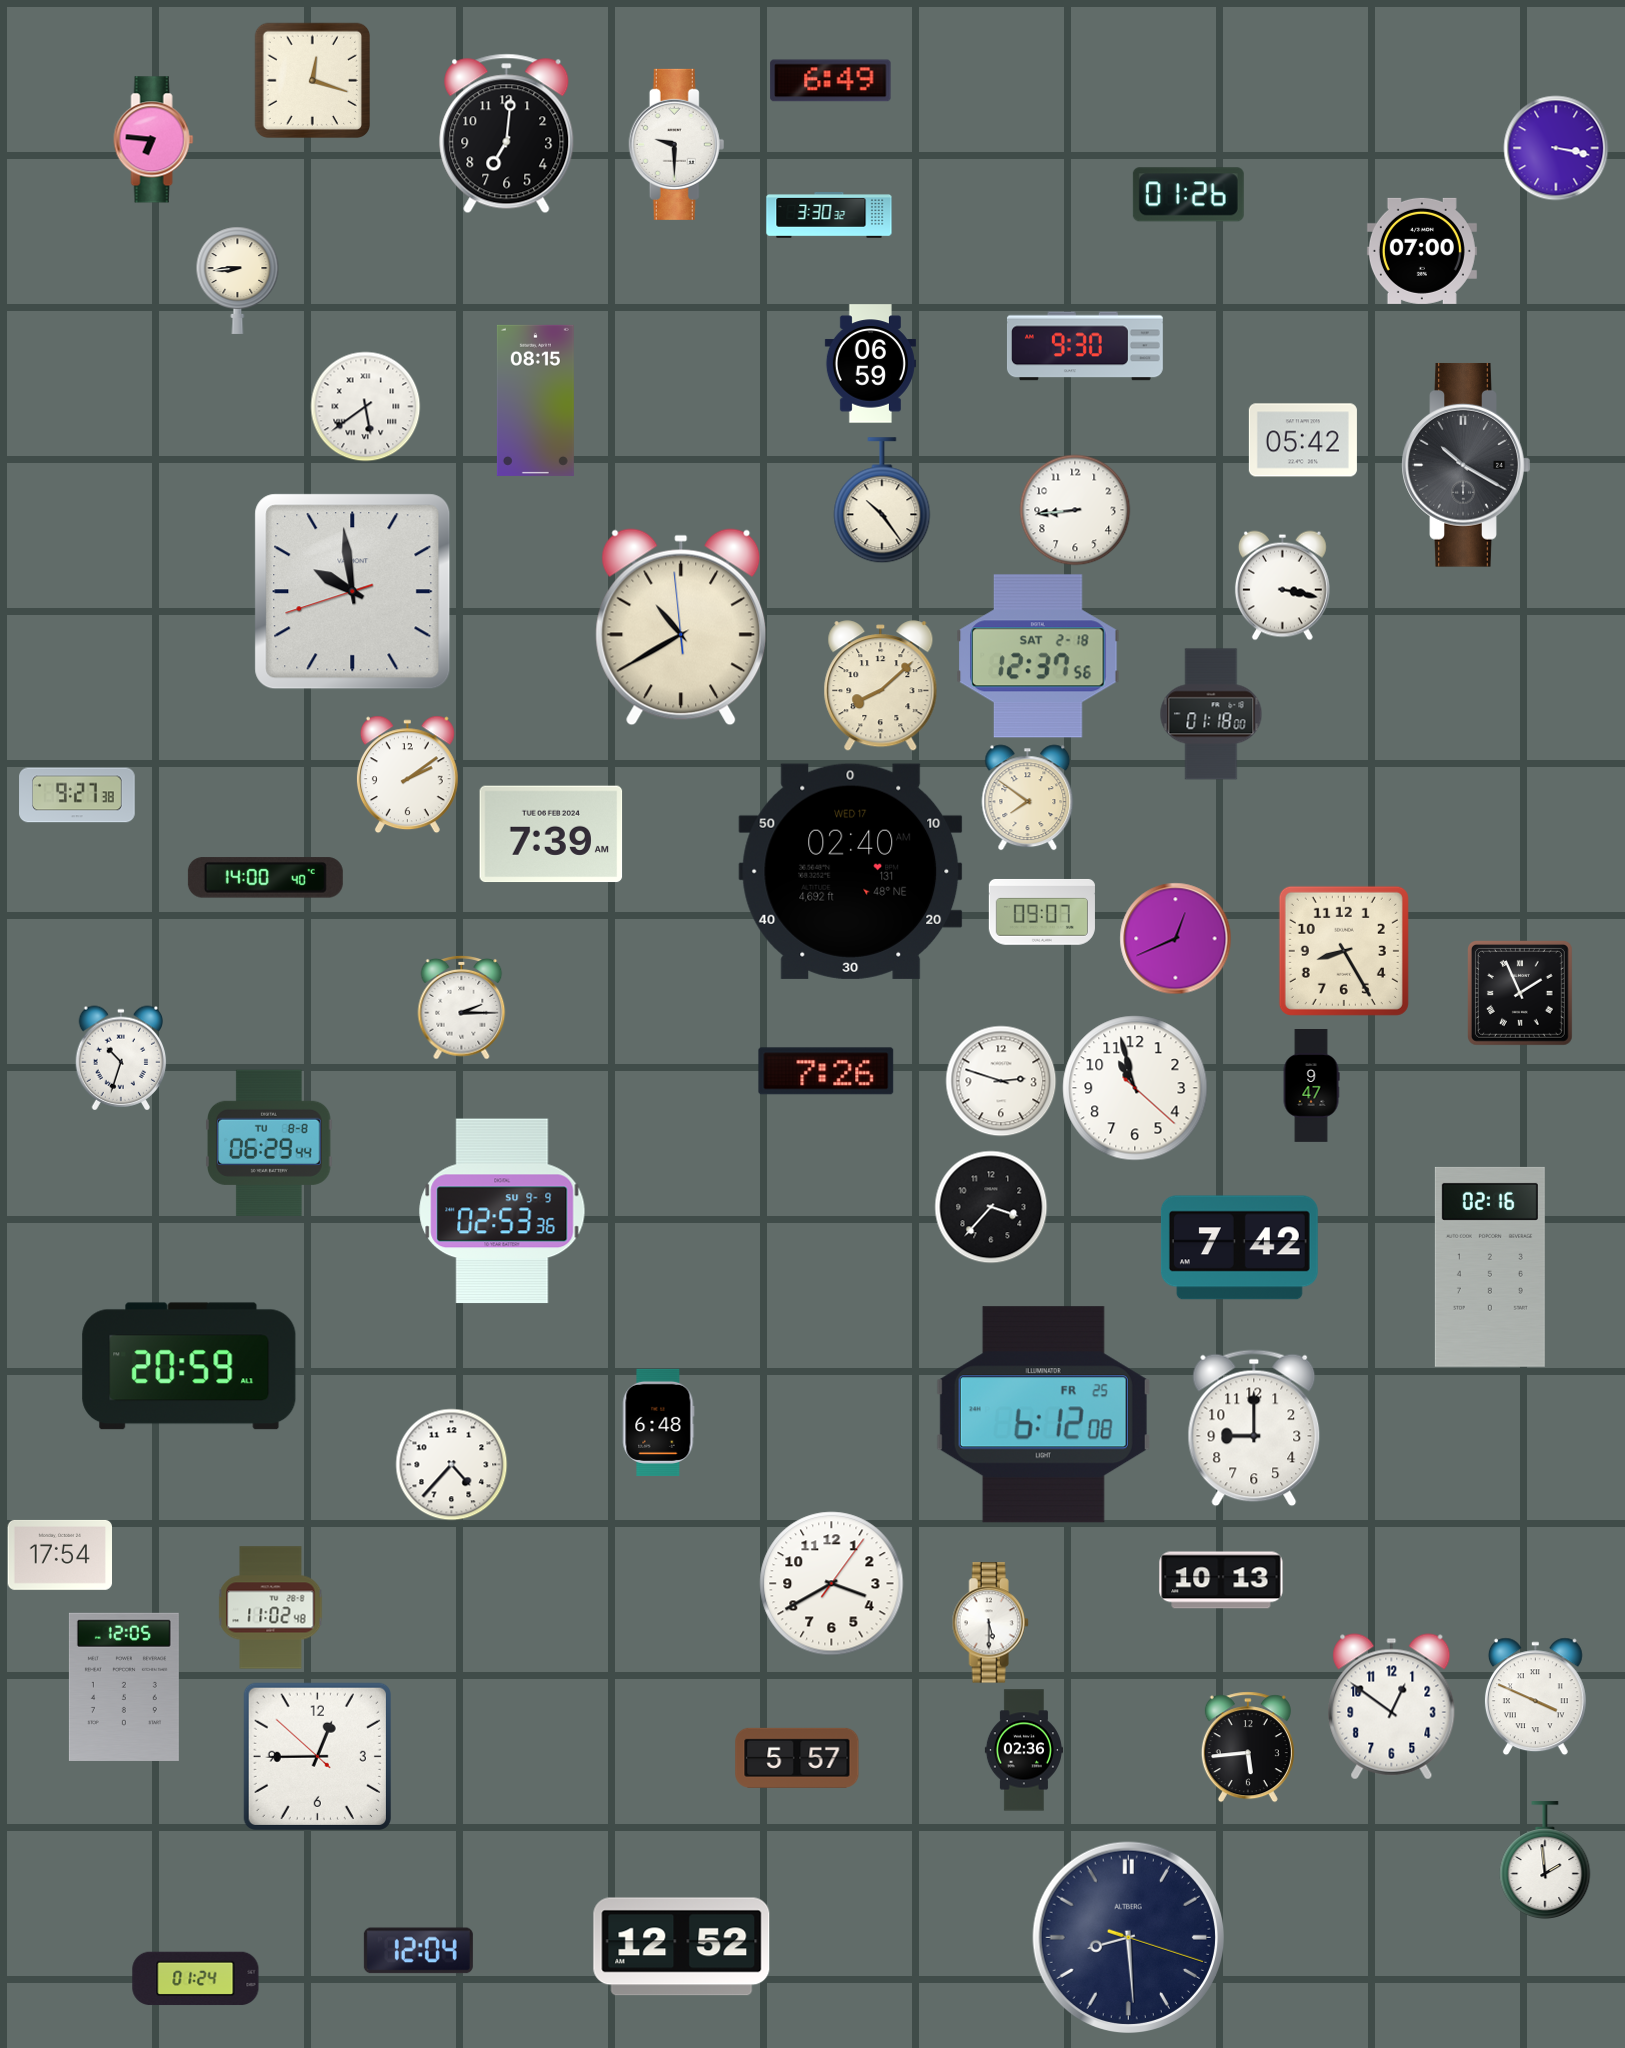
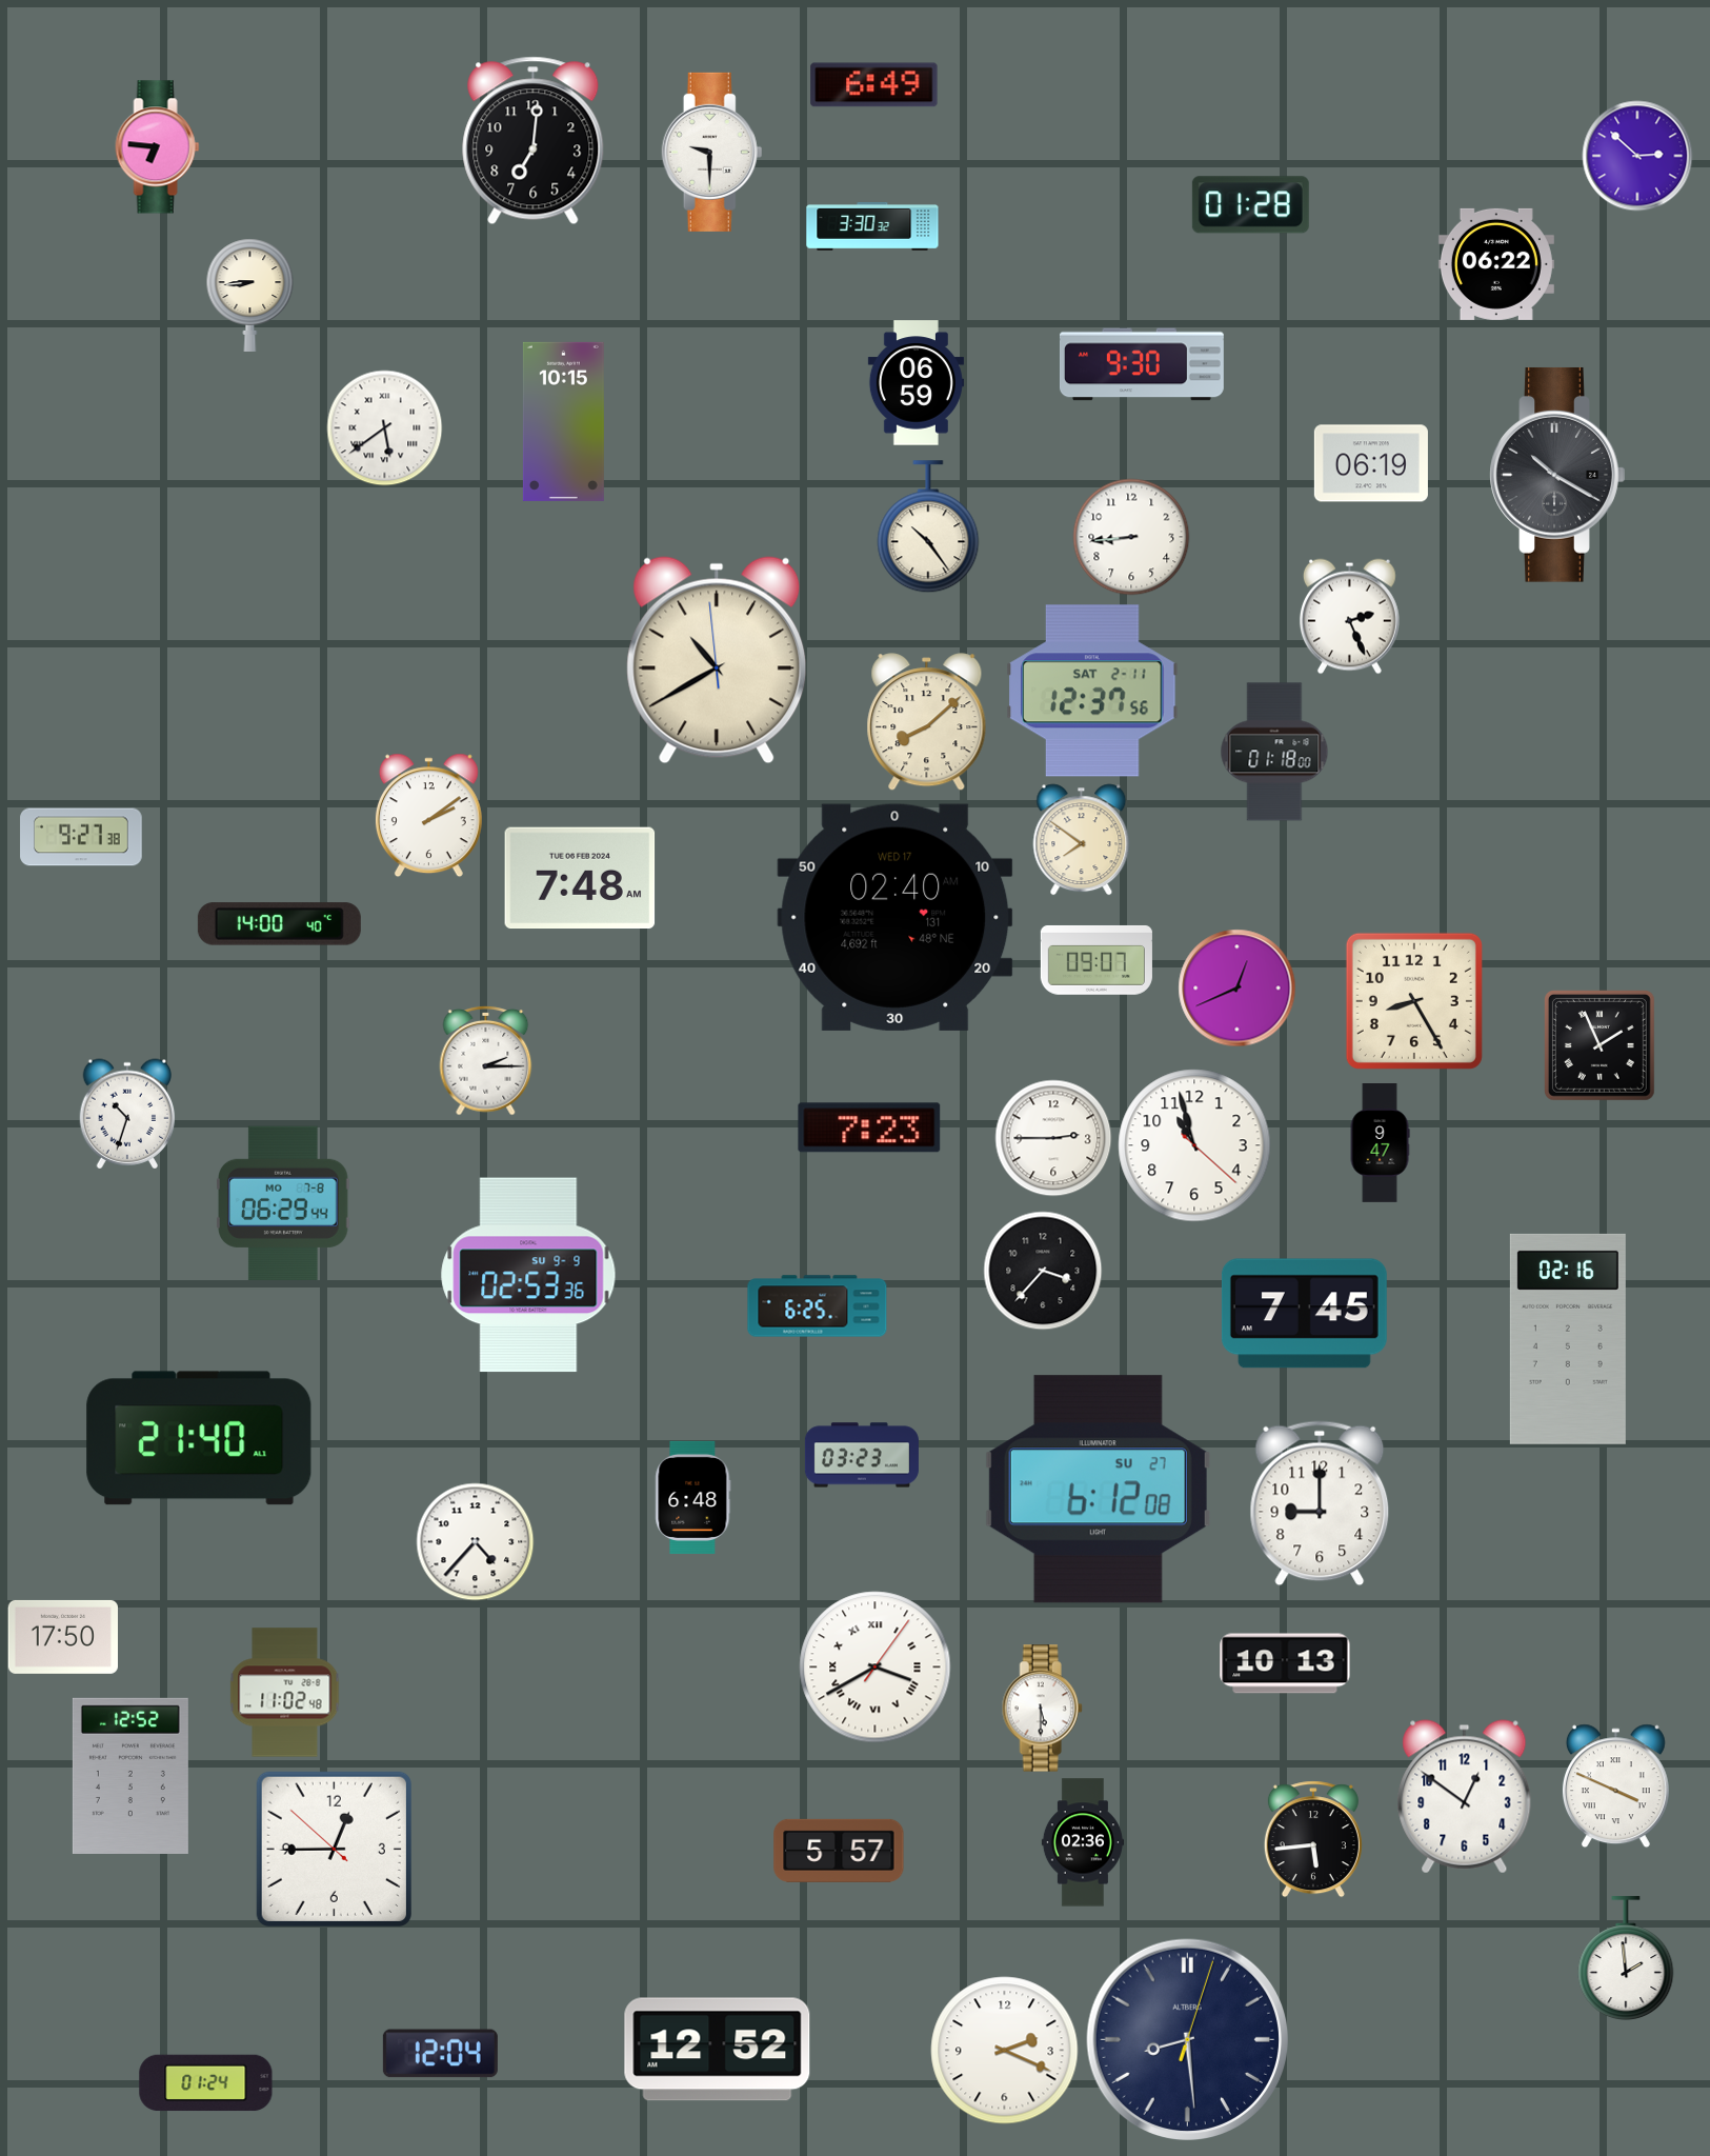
clock at (312, 80): 12:18 -> none
clock at (154, 140) position: (154, 140) -> (158, 147)
clock at (1556, 148): 3:17 -> 2:52
clock at (1188, 195): 01:26 -> 01:28
clock at (1422, 251): 07:00 -> 06:22
clock at (535, 400): 08:15 -> 10:15
clock at (1303, 440): 05:42 -> 06:19
clock at (1466, 465) position: (1466, 465) -> (1557, 475)
clock at (1282, 586): 3:17 -> 2:26
clock at (353, 592): 9:58 -> none
clock at (1038, 656) date: SAT 2-18 -> SAT 2-11
clock at (551, 834): 7:39 -> 7:48
clock at (826, 1071): 7:26 -> 7:23
clock at (1001, 1081): 2:48 -> 2:45
clock at (270, 1142) date: TU 8-8 -> MO 7-8
clock at (818, 1306): none -> 6:25
clock at (1239, 1248): 7:42 -> 7:45
clock at (1490, 1267) position: (1490, 1267) -> (1568, 1339)
clock at (189, 1366): 20:59 -> 21:40
clock at (862, 1455): none -> 03:23
clock at (1043, 1415) date: FR 25 -> SU 27
clock at (59, 1555): 17:54 -> 17:50
clock at (832, 1584) numerals: Arabic -> Roman
clock at (124, 1687): 12:05 -> 12:52
clock at (1024, 1750) position: (1024, 1750) -> (1083, 1842)
clock at (1128, 1937): 8:29:18 -> 8:29:03
clock at (1005, 2051): none -> 2:19
